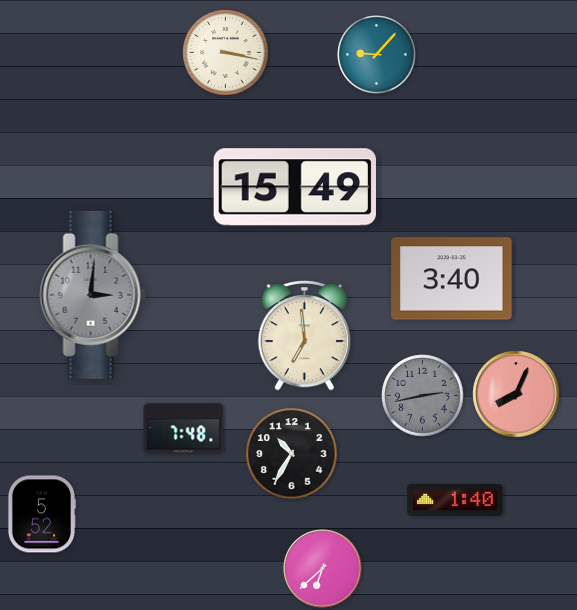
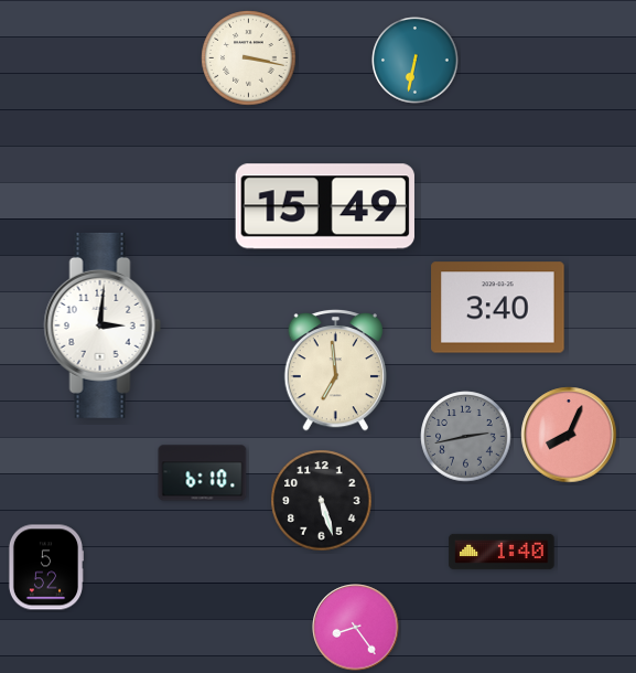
clock at (377, 55): 9:07 -> 6:32
clock at (93, 295) dial: grey -> white
clock at (184, 429): 7:48 -> 6:10
clock at (292, 454): 10:35 -> 5:27
clock at (323, 569): 6:38 -> 8:24
